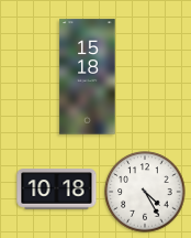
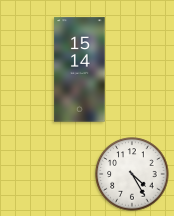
clock at (88, 77): 15:18 -> 15:14
clock at (57, 190): 10:18 -> none
